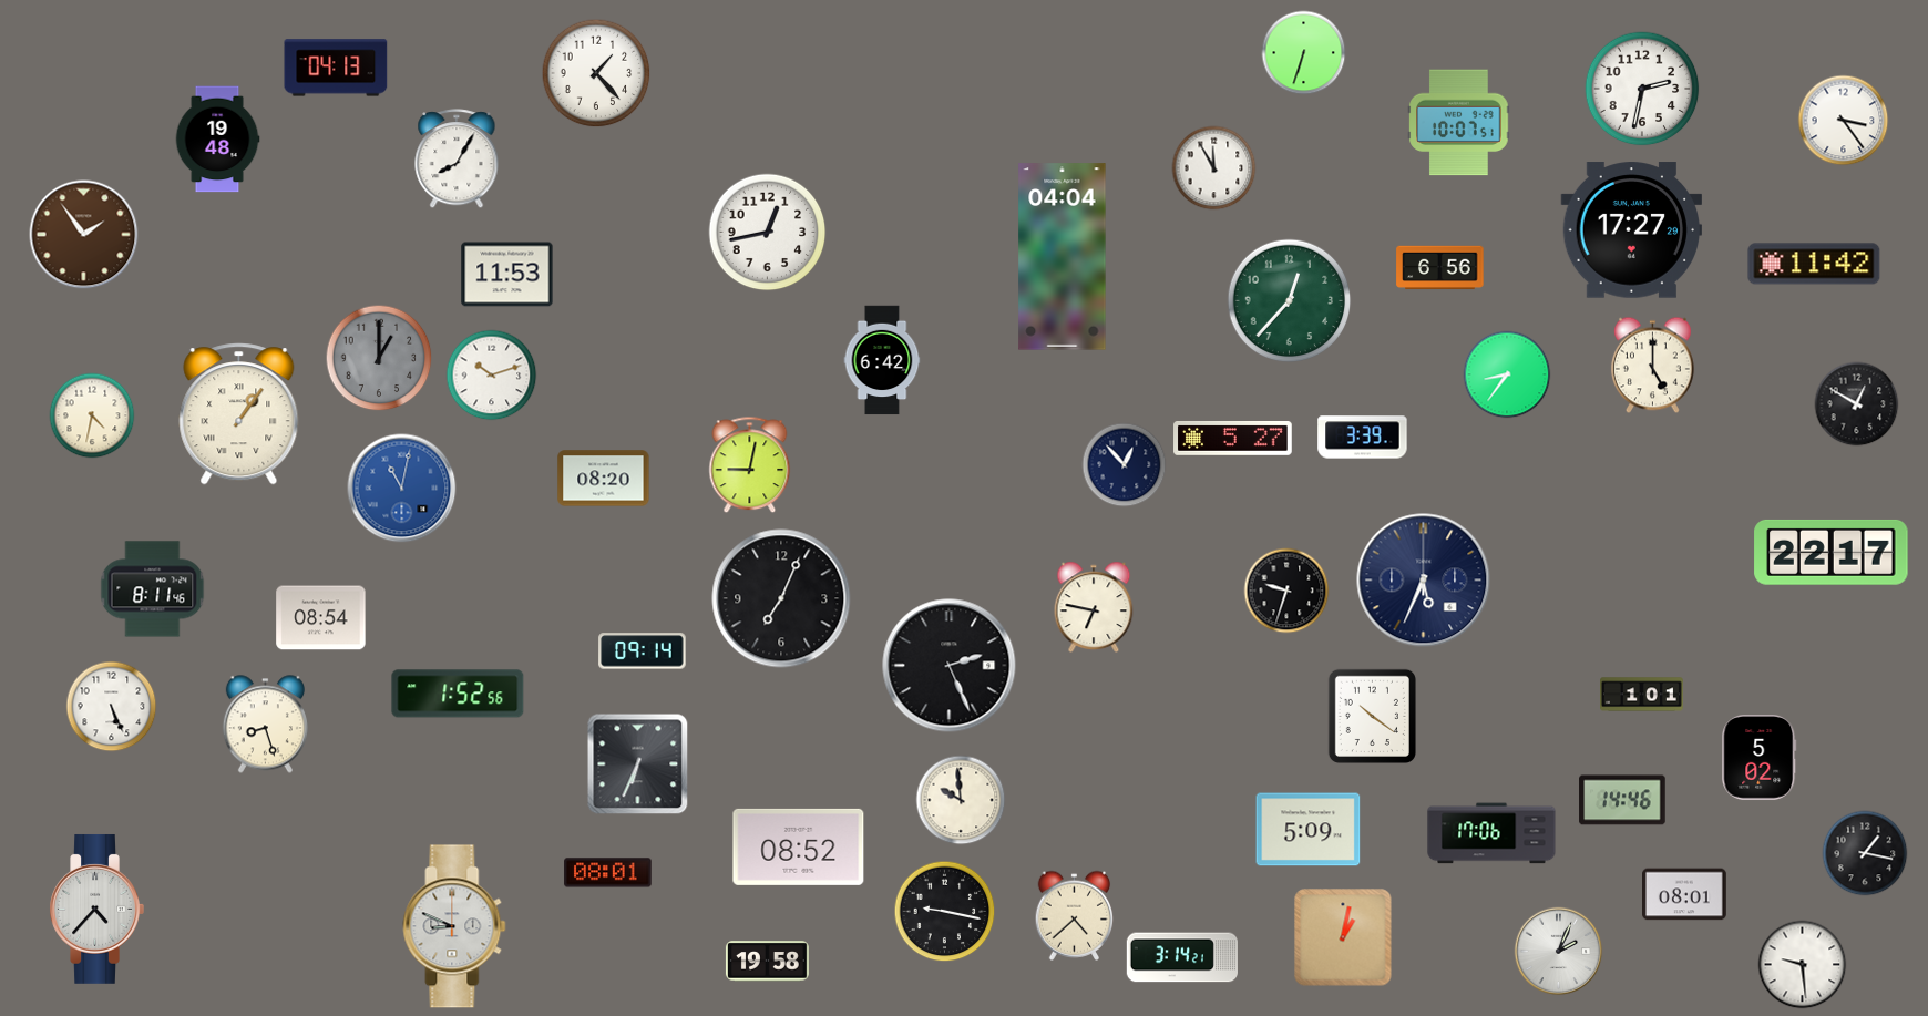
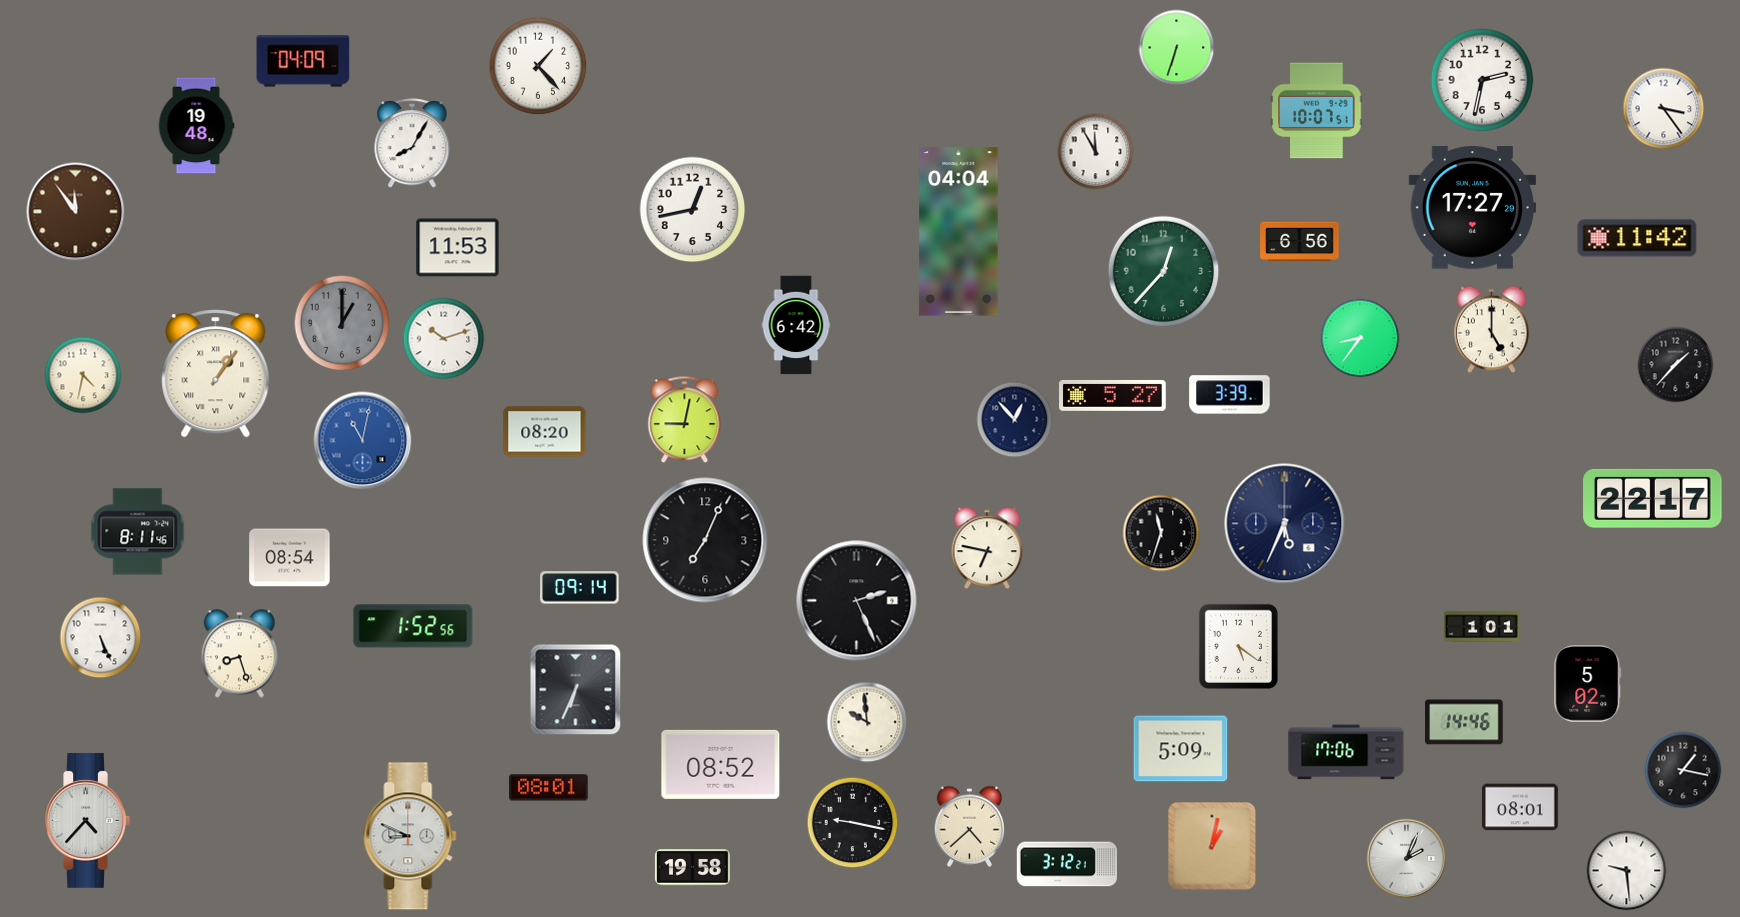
clock at (336, 68): 04:13 -> 04:09
clock at (84, 235): 1:54 -> 11:54
clock at (1857, 404): 12:50 -> 1:37
clock at (750, 465) position: (750, 465) -> (685, 420)
clock at (1286, 591): 9:33 -> 11:33
clock at (1372, 716): 10:21 -> 5:21
clock at (1182, 957): 3:14 -> 3:12
